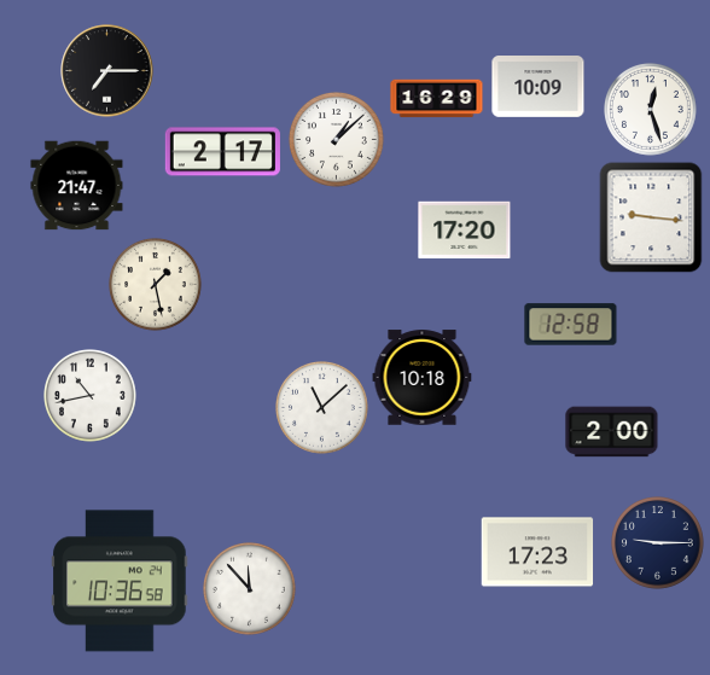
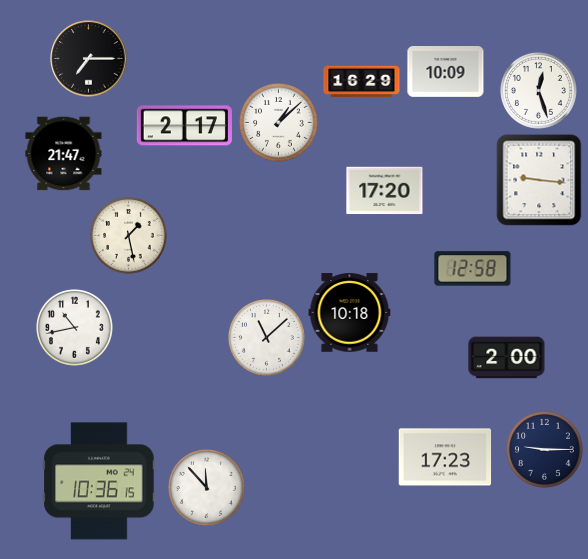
clock at (336, 139) position: (336, 139) -> (278, 122)
clock at (120, 581): 10:36:58 -> 10:36:15
